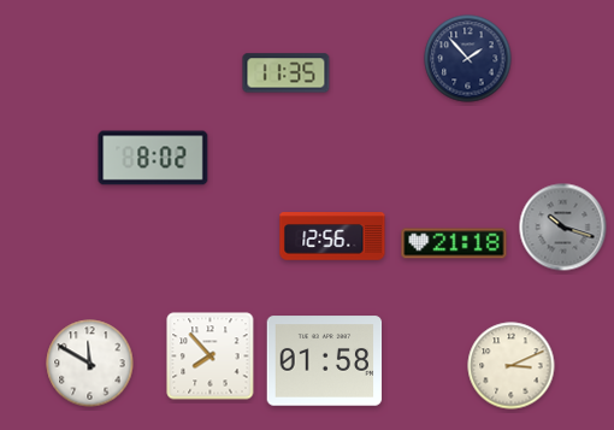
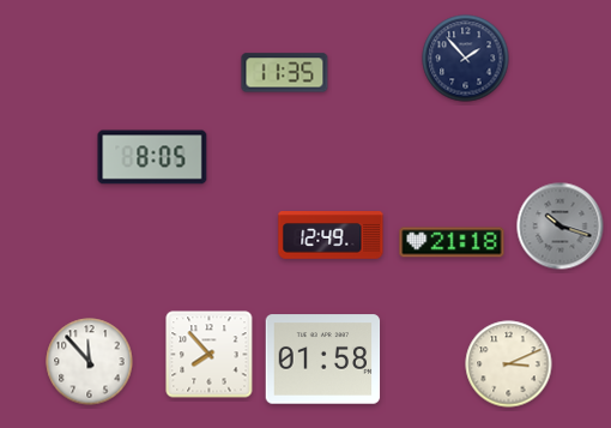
clock at (153, 158): 8:02 -> 8:05
clock at (332, 237): 12:56 -> 12:49
clock at (90, 364): 11:50 -> 11:53
